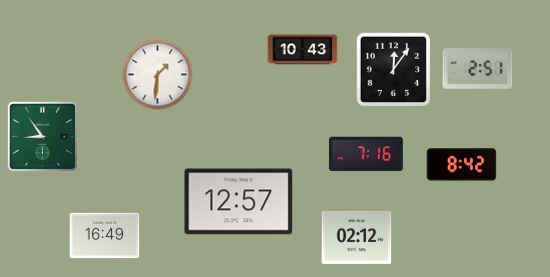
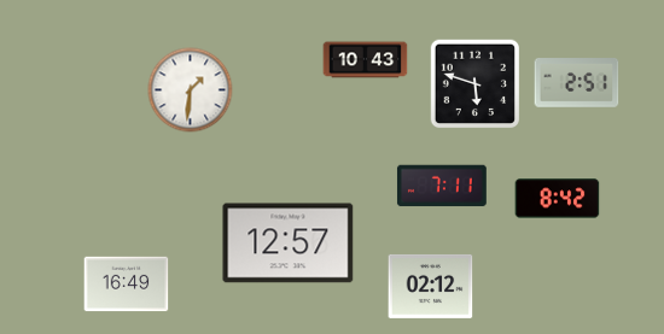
clock at (394, 70): 12:06 -> 5:48
clock at (42, 136): 8:54 -> none
clock at (366, 154): 7:16 -> 7:11
